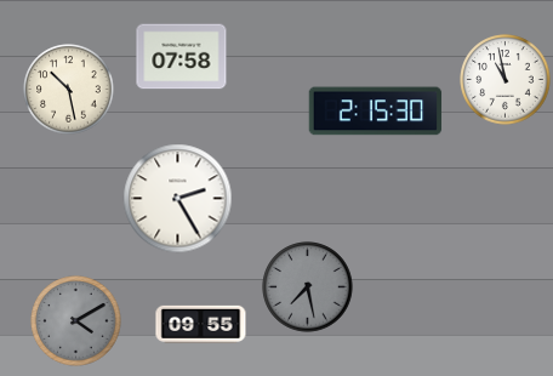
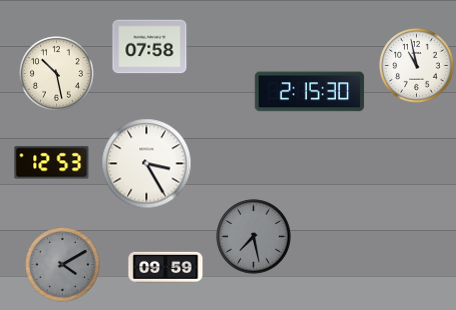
clock at (52, 163): none -> 12:53
clock at (178, 199): 2:25 -> 3:25
clock at (201, 324): 09:55 -> 09:59
